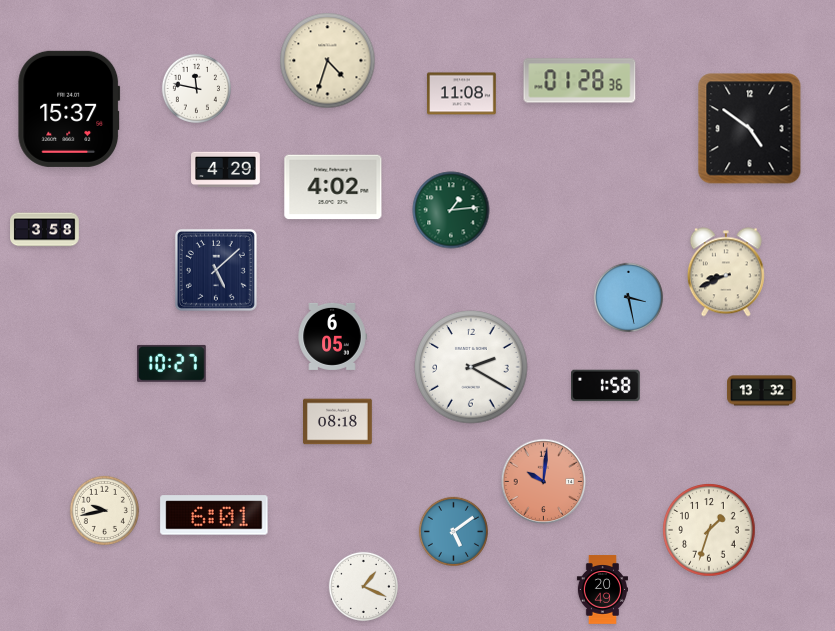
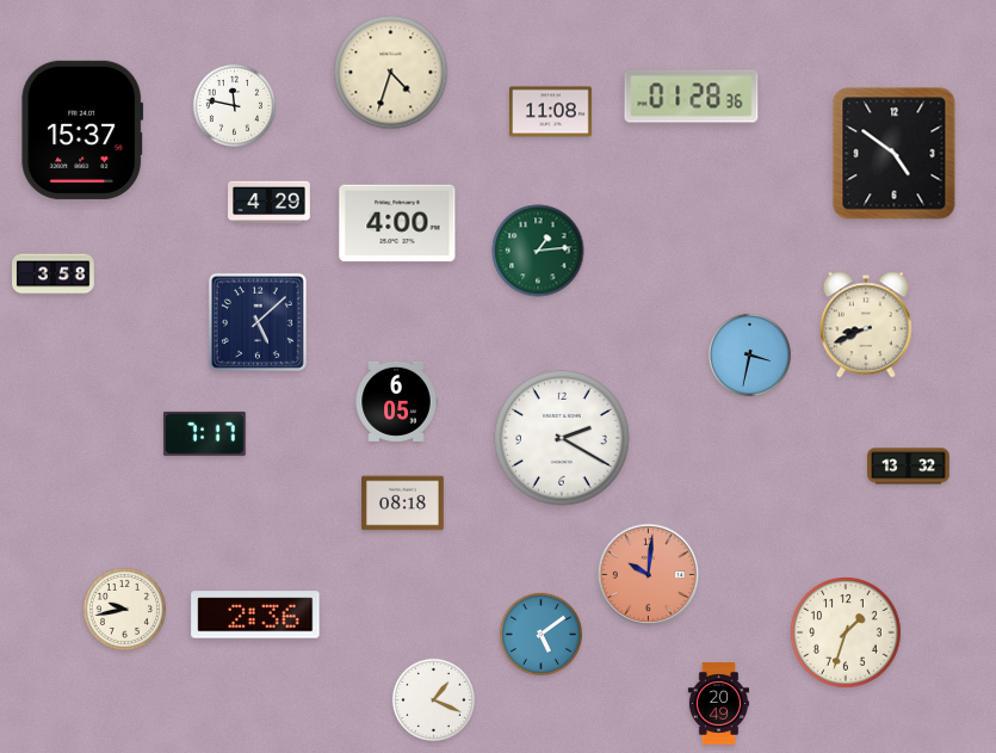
clock at (333, 187): 4:02 -> 4:00
clock at (628, 297): 3:28 -> 3:32
clock at (172, 363): 10:27 -> 7:17
clock at (606, 386): 1:58 -> none
clock at (214, 515): 6:01 -> 2:36
